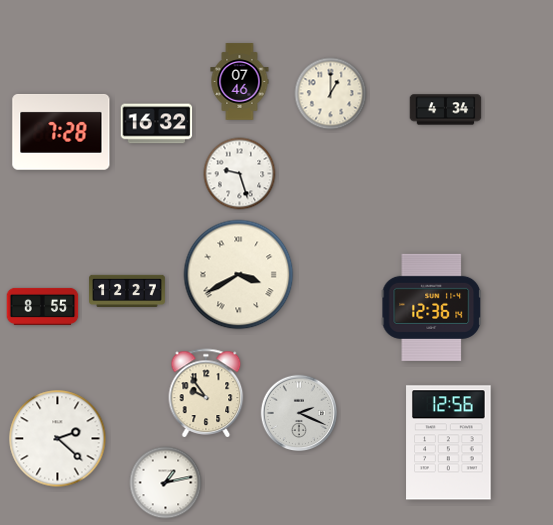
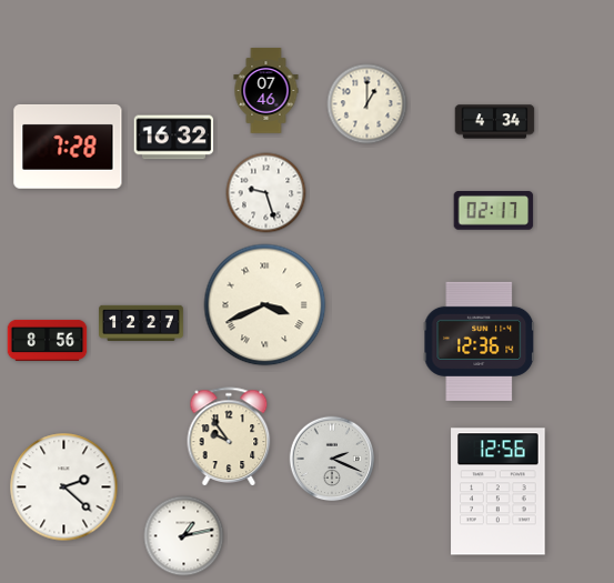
clock at (494, 211): none -> 02:17
clock at (239, 275): 3:40 -> 3:41
clock at (43, 306): 8:55 -> 8:56
